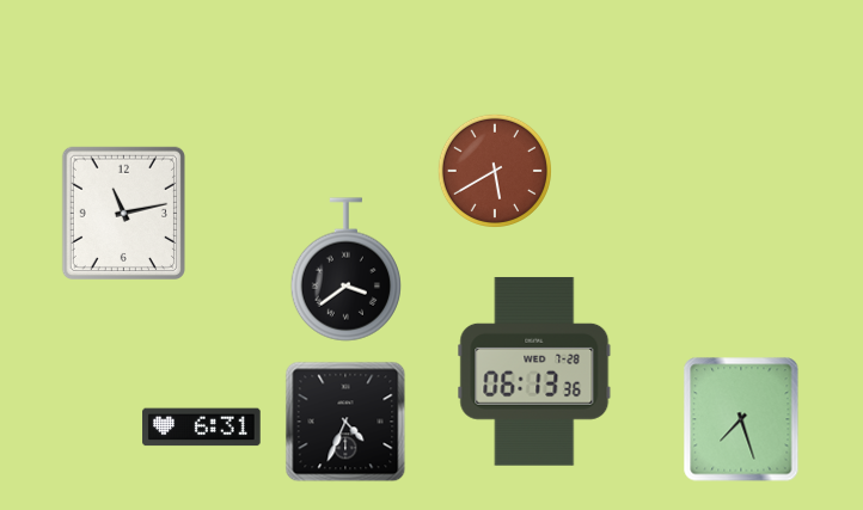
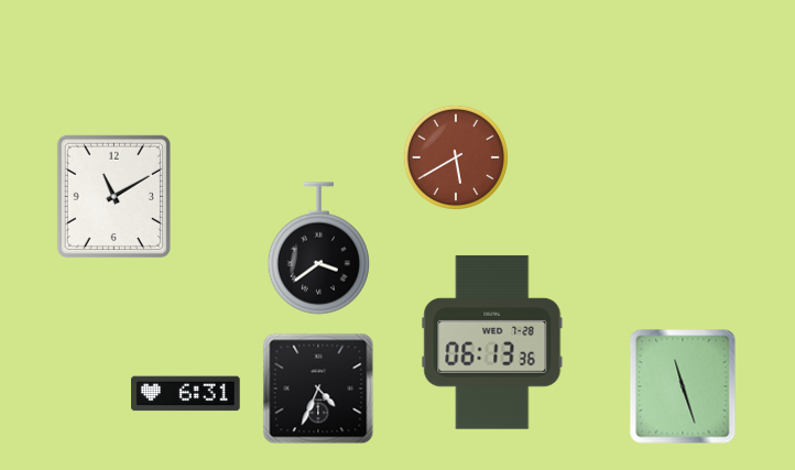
clock at (123, 213): 11:13 -> 11:10
clock at (741, 419): 7:27 -> 11:27
